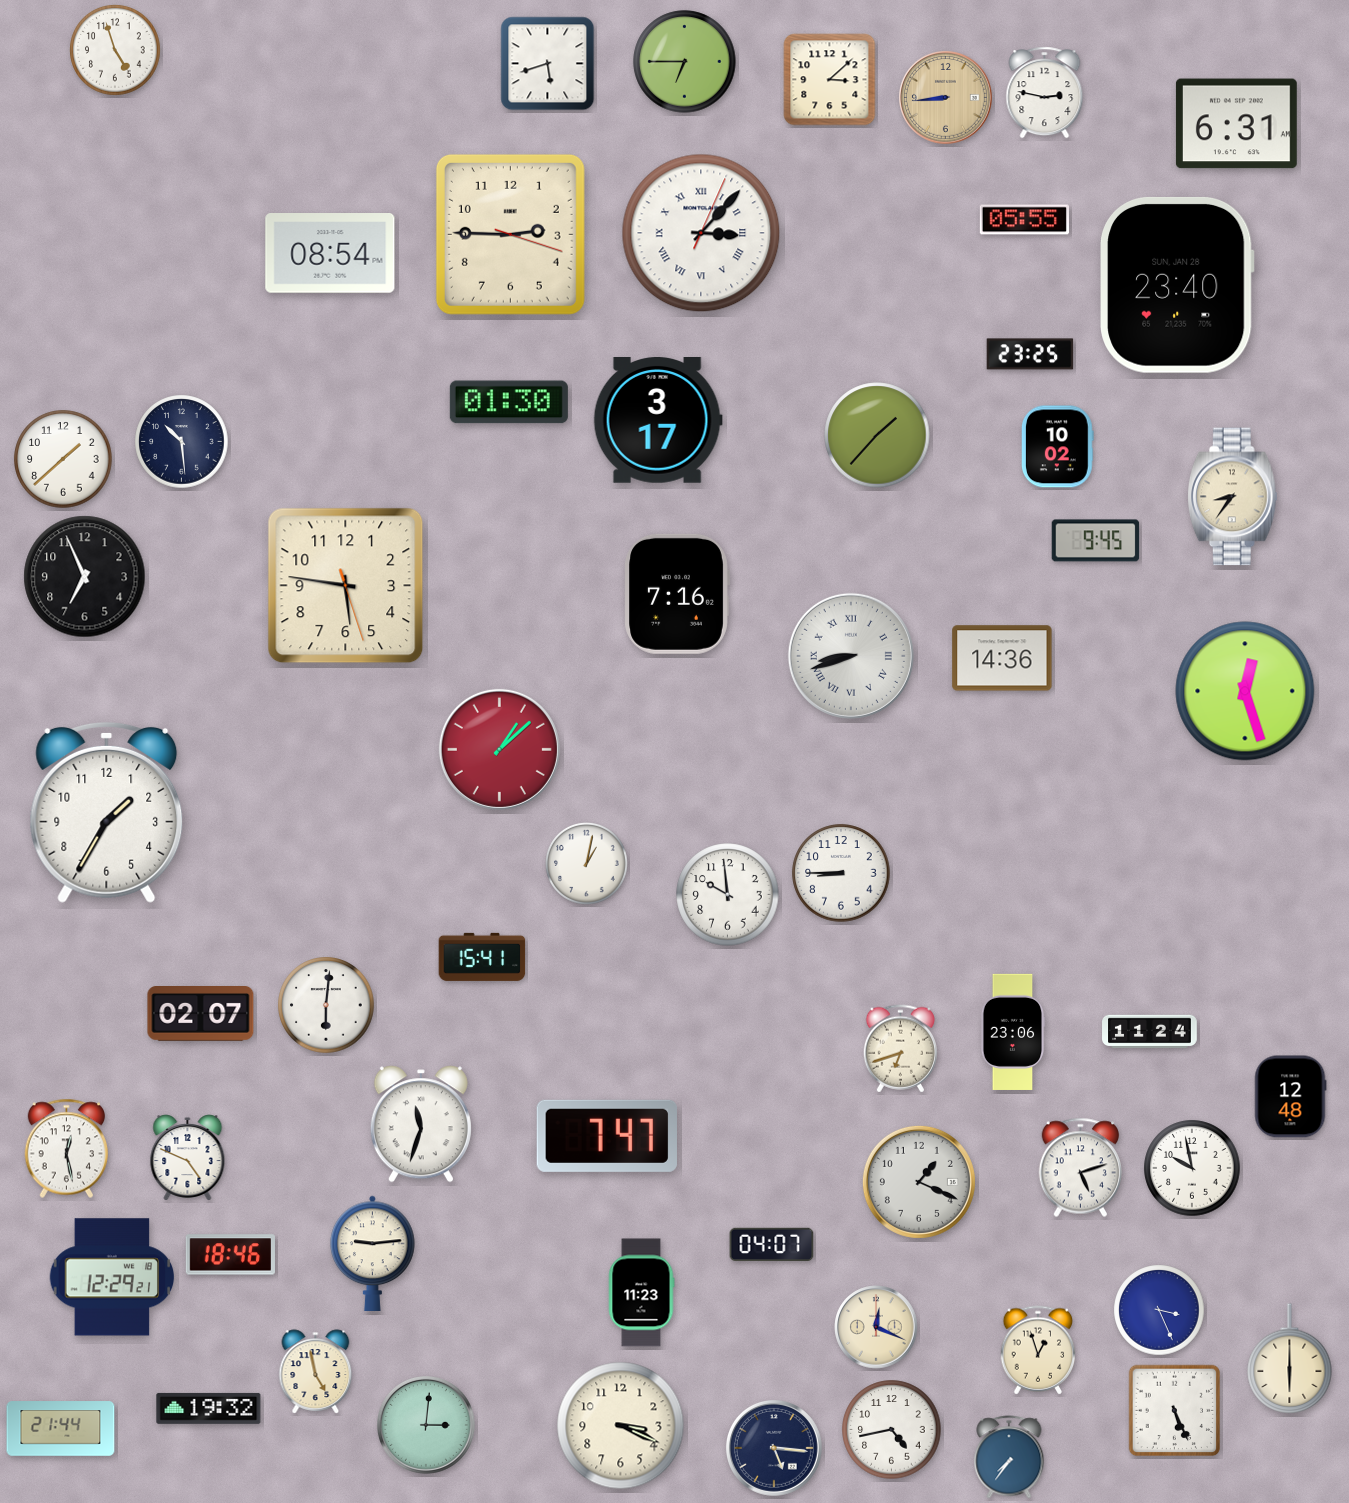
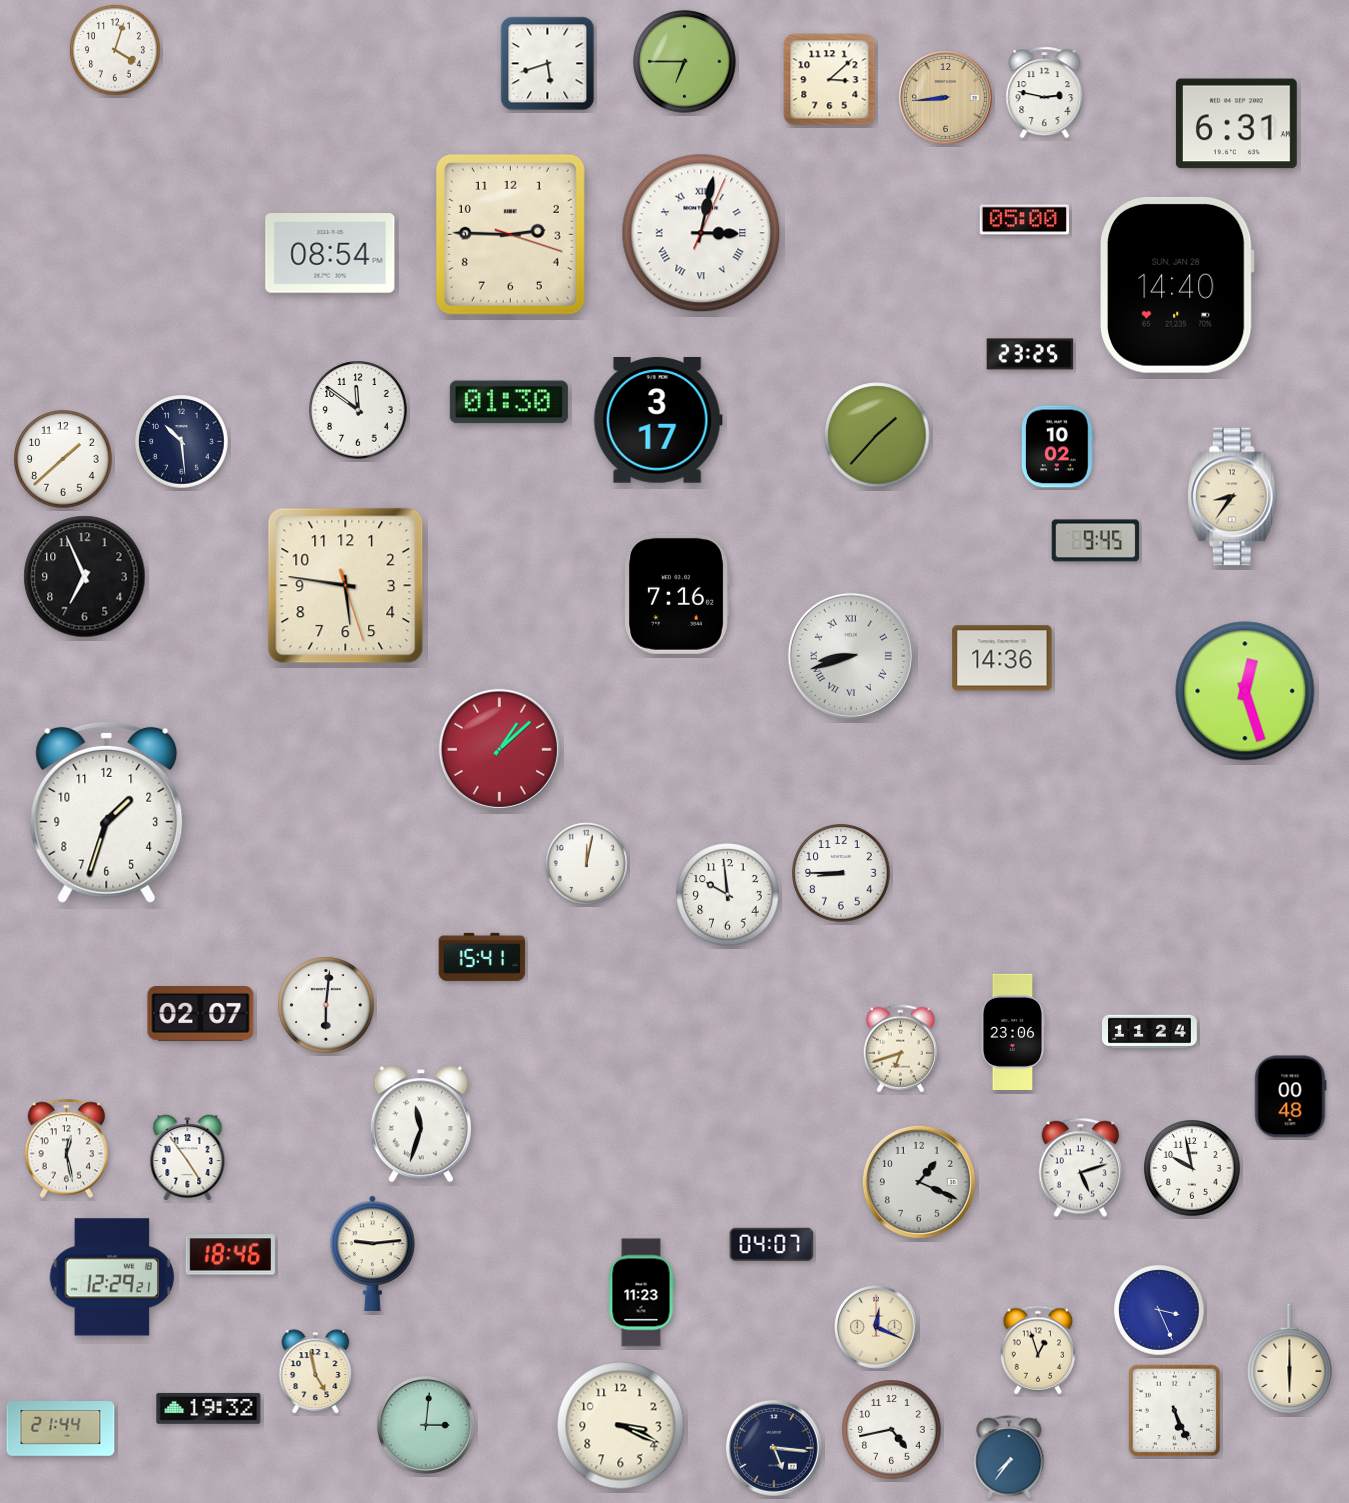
clock at (115, 50): 4:57 -> 4:03
clock at (1024, 220): 05:55 -> 05:00
clock at (701, 233): 3:07 -> 3:02
clock at (1178, 285): 23:40 -> 14:40
clock at (358, 410): none -> 11:51
clock at (107, 812): 1:35 -> 1:33
clock at (586, 863): 1:02 -> 12:02
clock at (1290, 1097): 12:48 -> 00:48
clock at (607, 1136): 7:47 -> none
clock at (188, 1158): 4:49 -> 4:54
